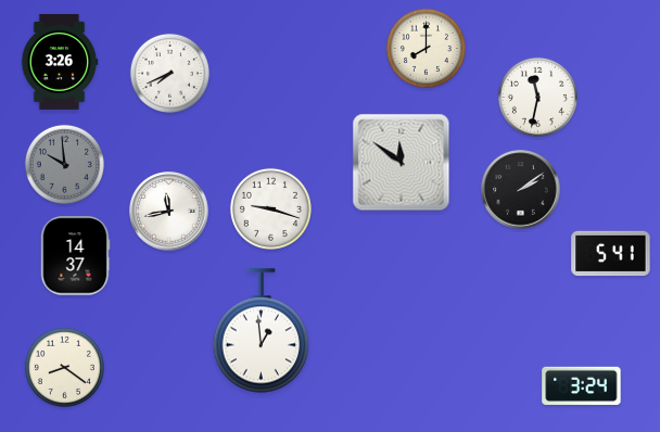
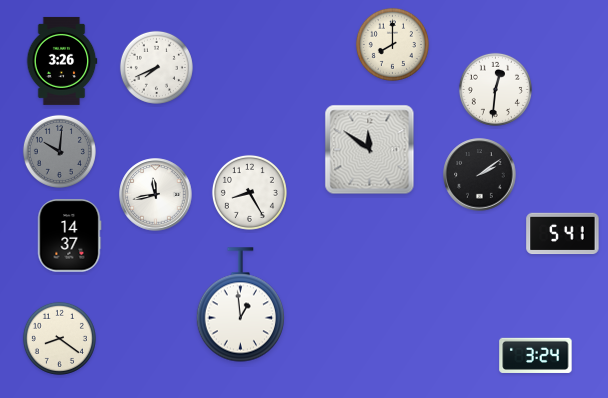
clock at (60, 62) position: (60, 62) -> (62, 61)
clock at (537, 97): 11:32 -> 12:31
clock at (64, 164): 9:59 -> 10:01
clock at (270, 208): 9:18 -> 8:25
